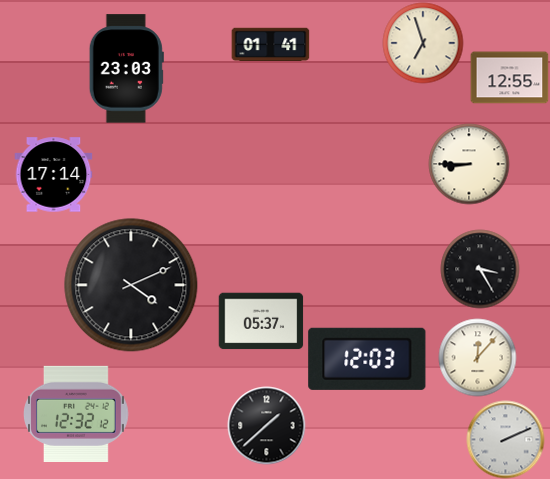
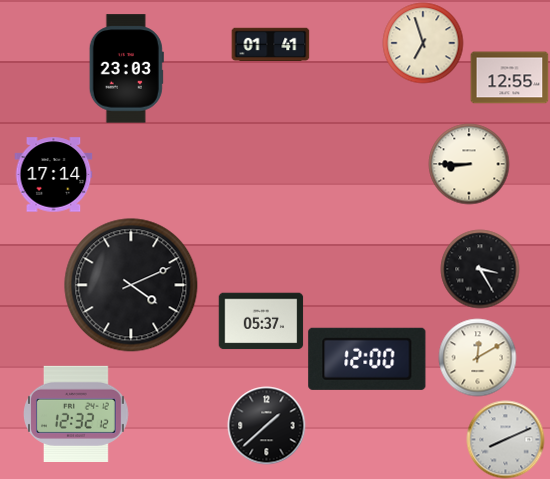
clock at (477, 357): 12:07 -> 12:10
clock at (367, 359): 12:03 -> 12:00
clock at (505, 439): 2:11 -> 8:11
